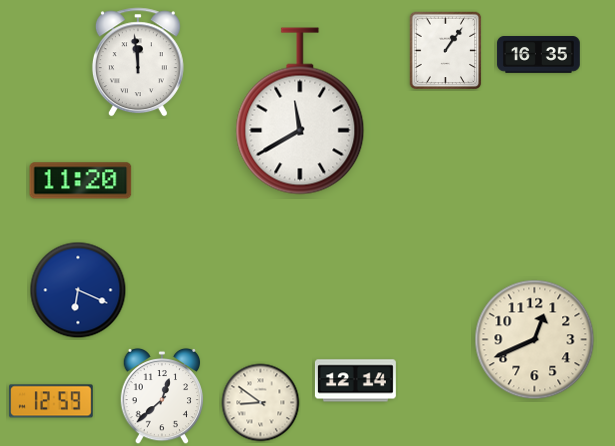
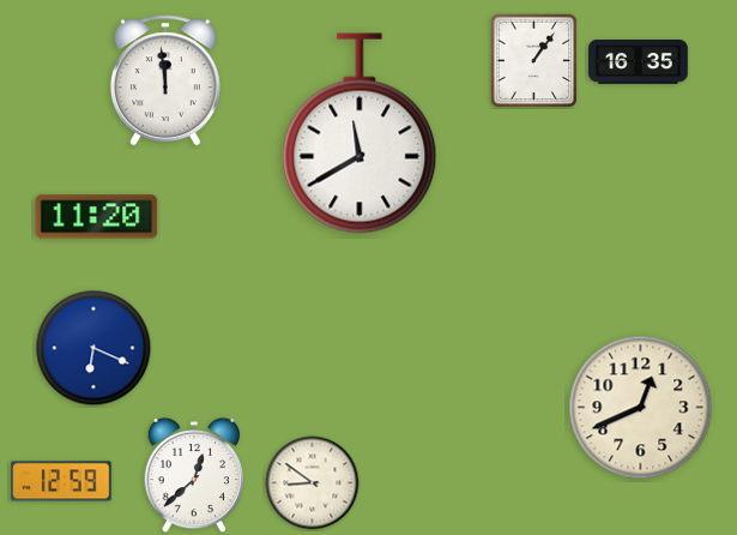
clock at (539, 55) position: (539, 55) -> (639, 62)
clock at (138, 62) position: (138, 62) -> (165, 80)
clock at (355, 381): 12:14 -> none
